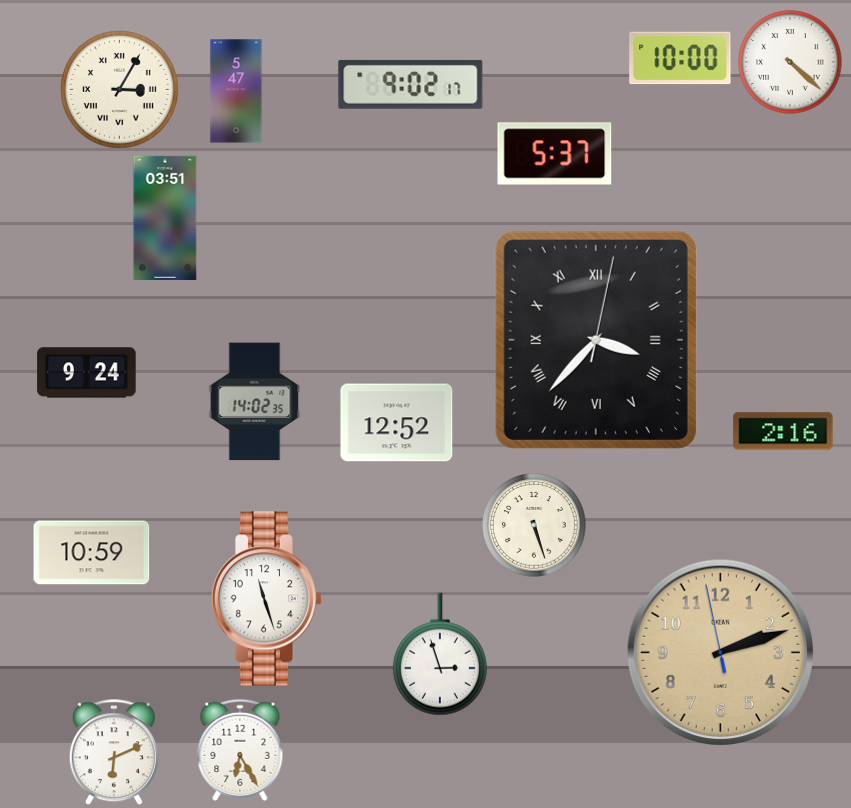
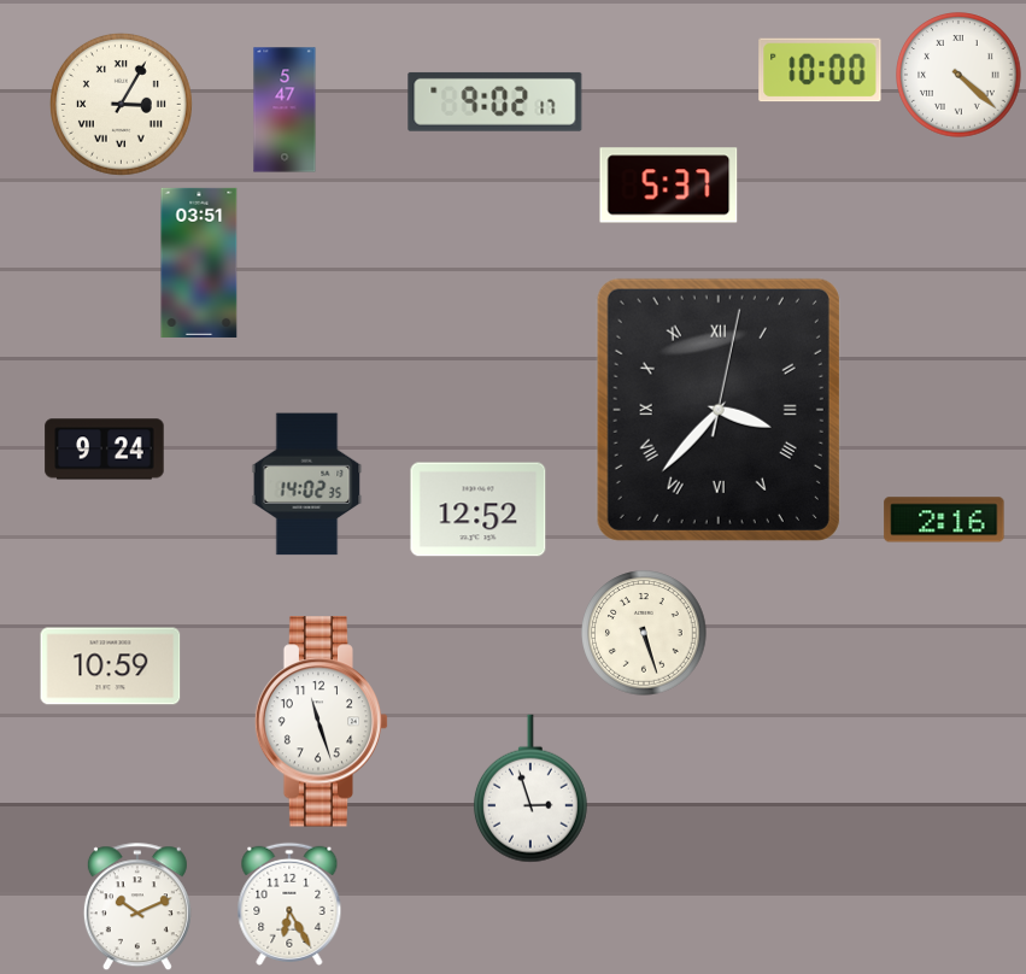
clock at (790, 62) position: (790, 62) -> (958, 75)
clock at (119, 89) position: (119, 89) -> (121, 104)
clock at (720, 652): 2:11 -> none
clock at (114, 753): 6:11 -> 10:11
